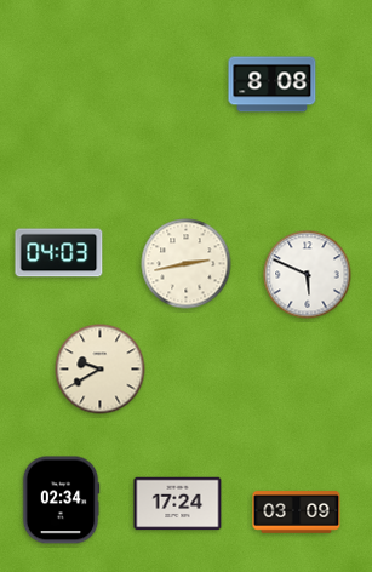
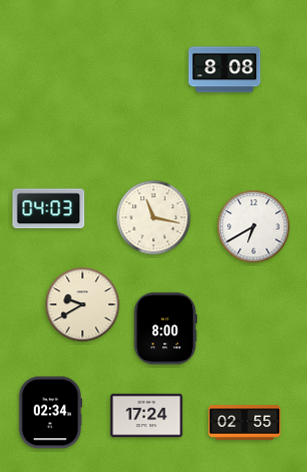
clock at (187, 264): 2:43 -> 11:17
clock at (308, 275): 5:49 -> 6:40
clock at (166, 329): none -> 8:00
clock at (297, 513): 03:09 -> 02:55
